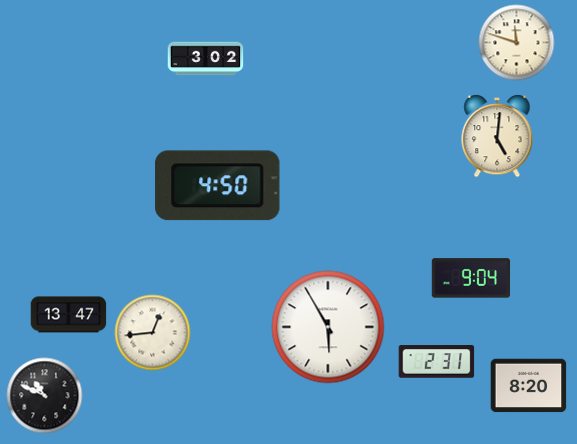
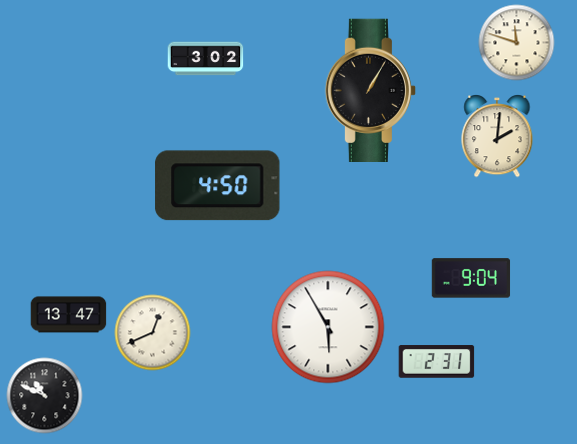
clock at (370, 90): none -> 1:05
clock at (497, 137): 5:01 -> 2:01
clock at (153, 333): 12:44 -> 12:41
clock at (529, 386): 8:20 -> none
